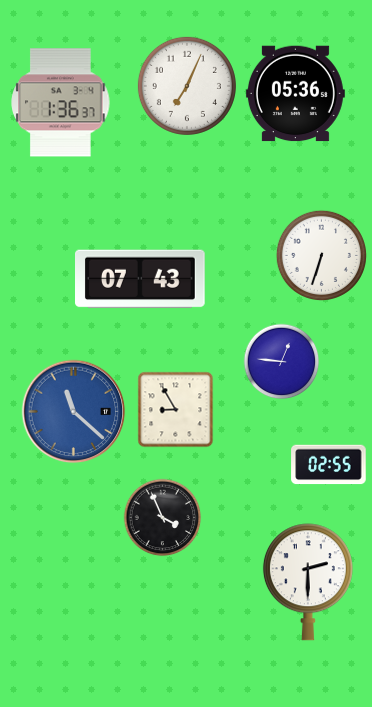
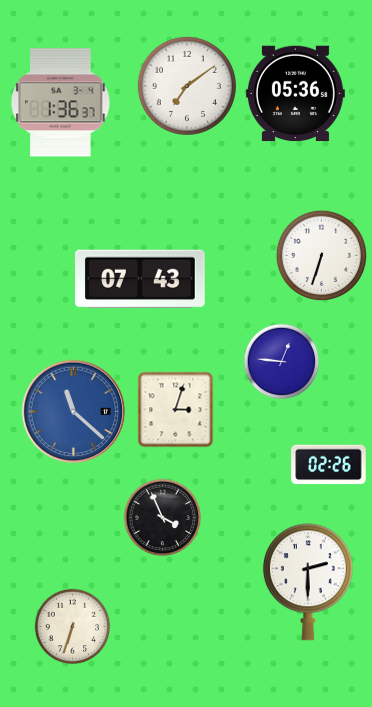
clock at (187, 86): 7:04 -> 7:09
clock at (176, 410): 8:55 -> 3:03
clock at (329, 465): 02:55 -> 02:26
clock at (73, 627): none -> 6:33
